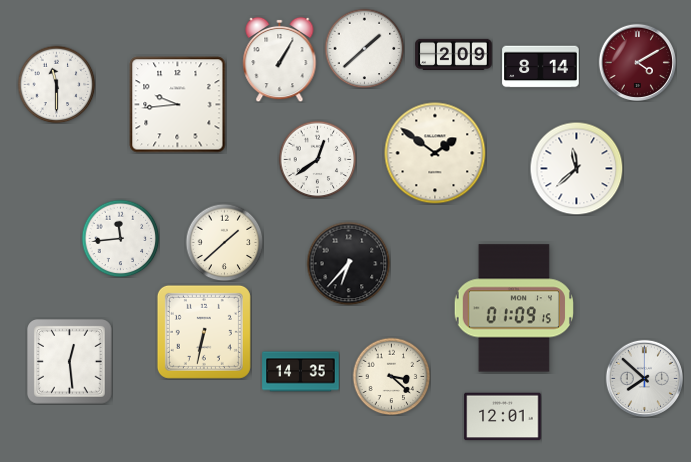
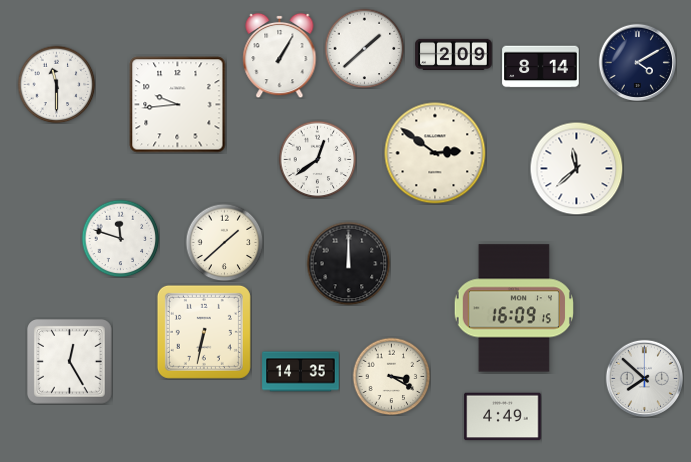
clock at (280, 59) position: (280, 59) -> (280, 55)
clock at (637, 62) dial: burgundy -> navy
clock at (435, 153): 1:51 -> 2:51
clock at (120, 238): 11:44 -> 11:48
clock at (348, 263): 6:37 -> 12:00
clock at (513, 308): 01:09 -> 16:09
clock at (70, 362): 12:29 -> 12:25
clock at (391, 376): 3:22 -> 3:20
clock at (503, 417): 12:01 -> 4:49
